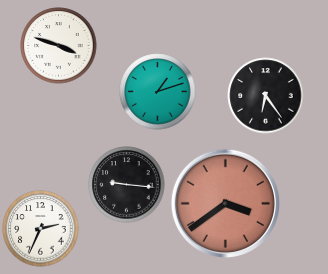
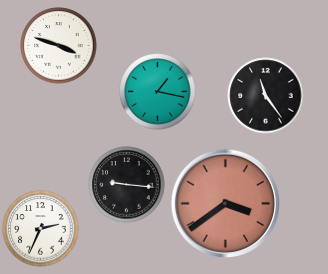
clock at (158, 92): 1:12 -> 1:17
clock at (266, 96): 6:24 -> 11:24
